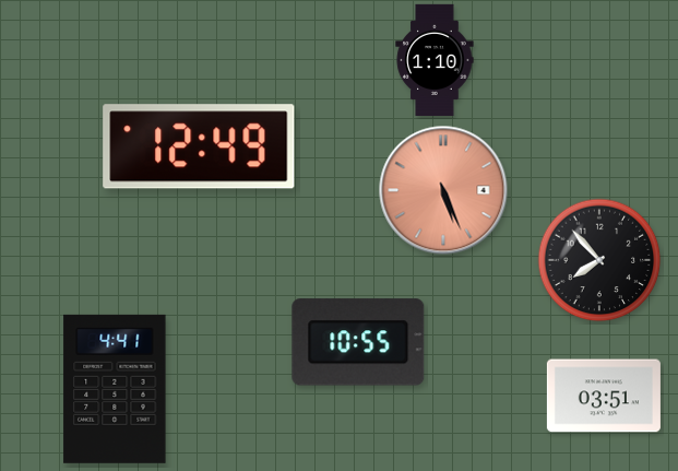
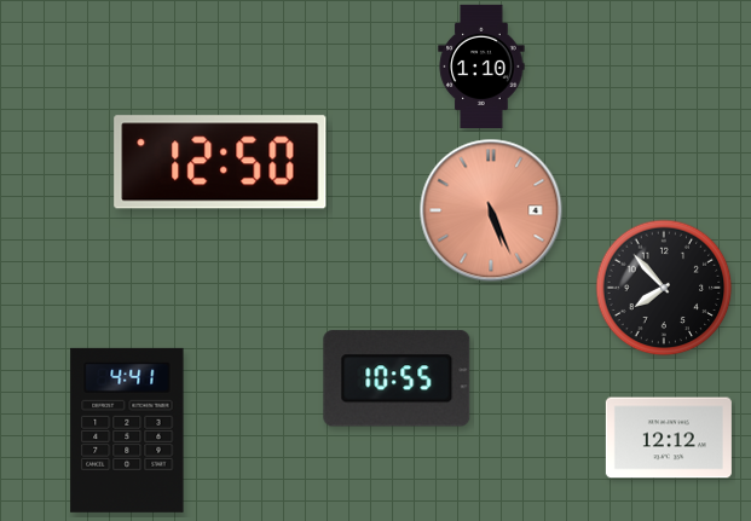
clock at (199, 146): 12:49 -> 12:50
clock at (604, 396): 03:51 -> 12:12
